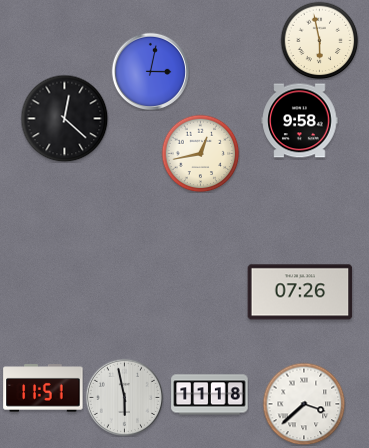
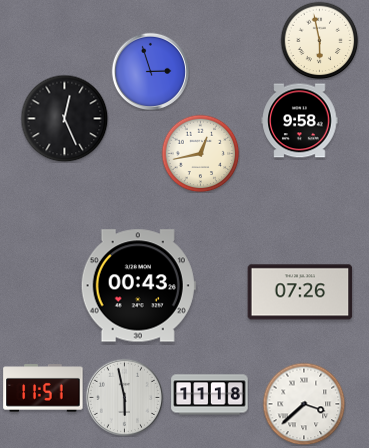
clock at (150, 71): 3:02 -> 2:57
clock at (64, 118): 12:22 -> 12:26
clock at (138, 286): none -> 00:43
